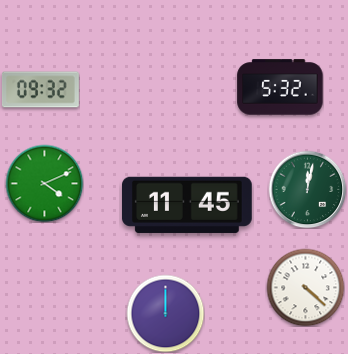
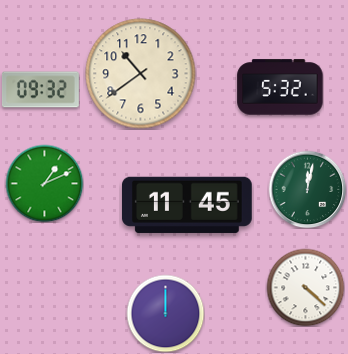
clock at (141, 74): none -> 10:39
clock at (44, 183): 4:11 -> 1:11
